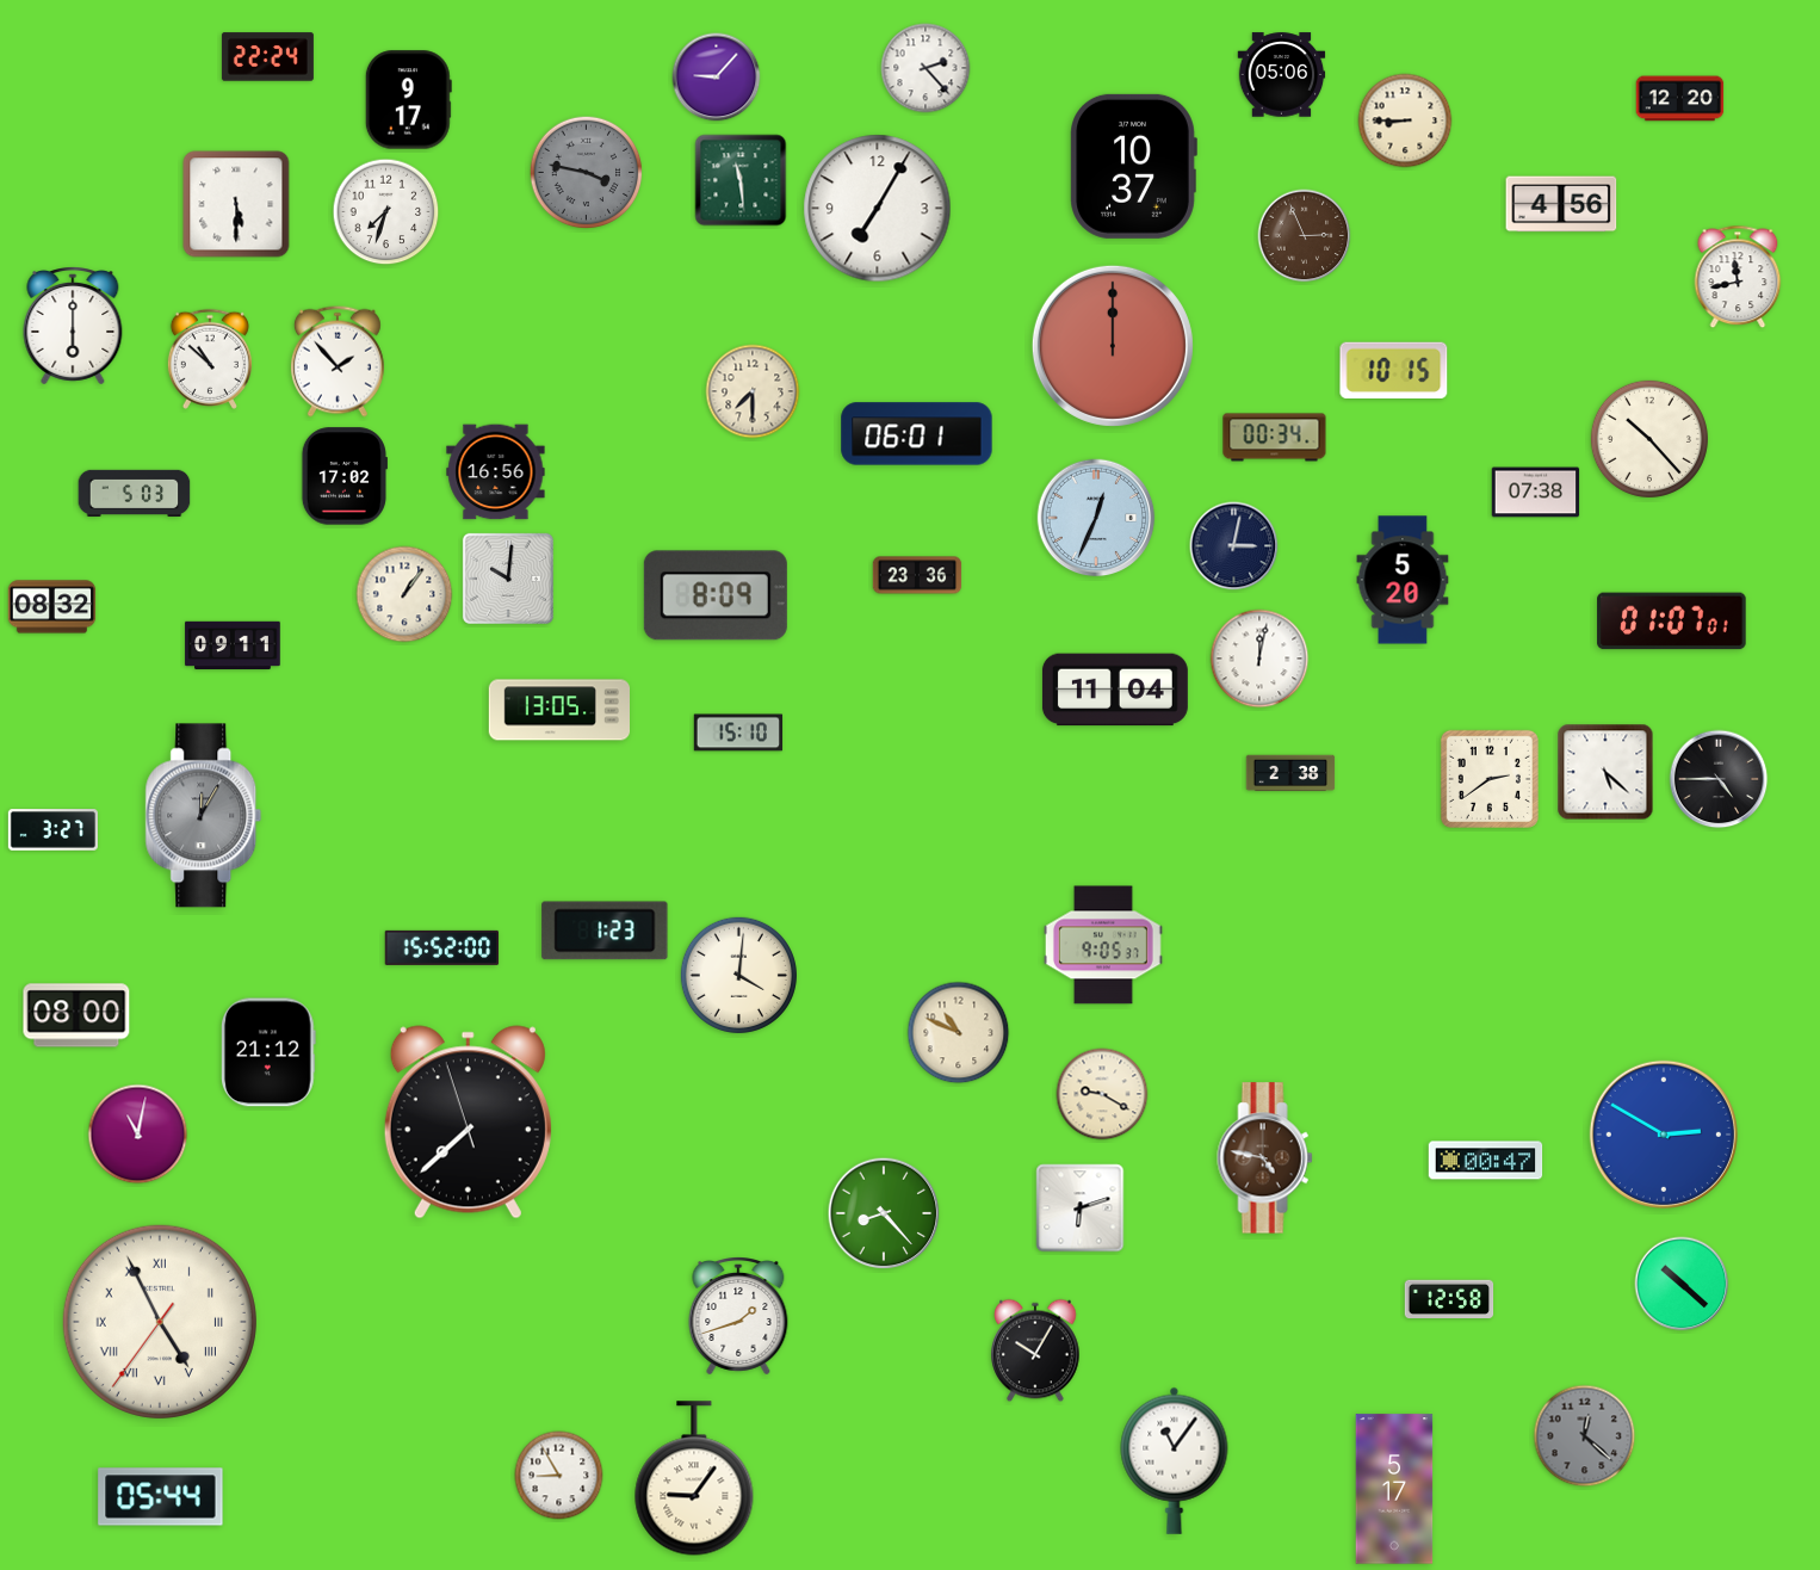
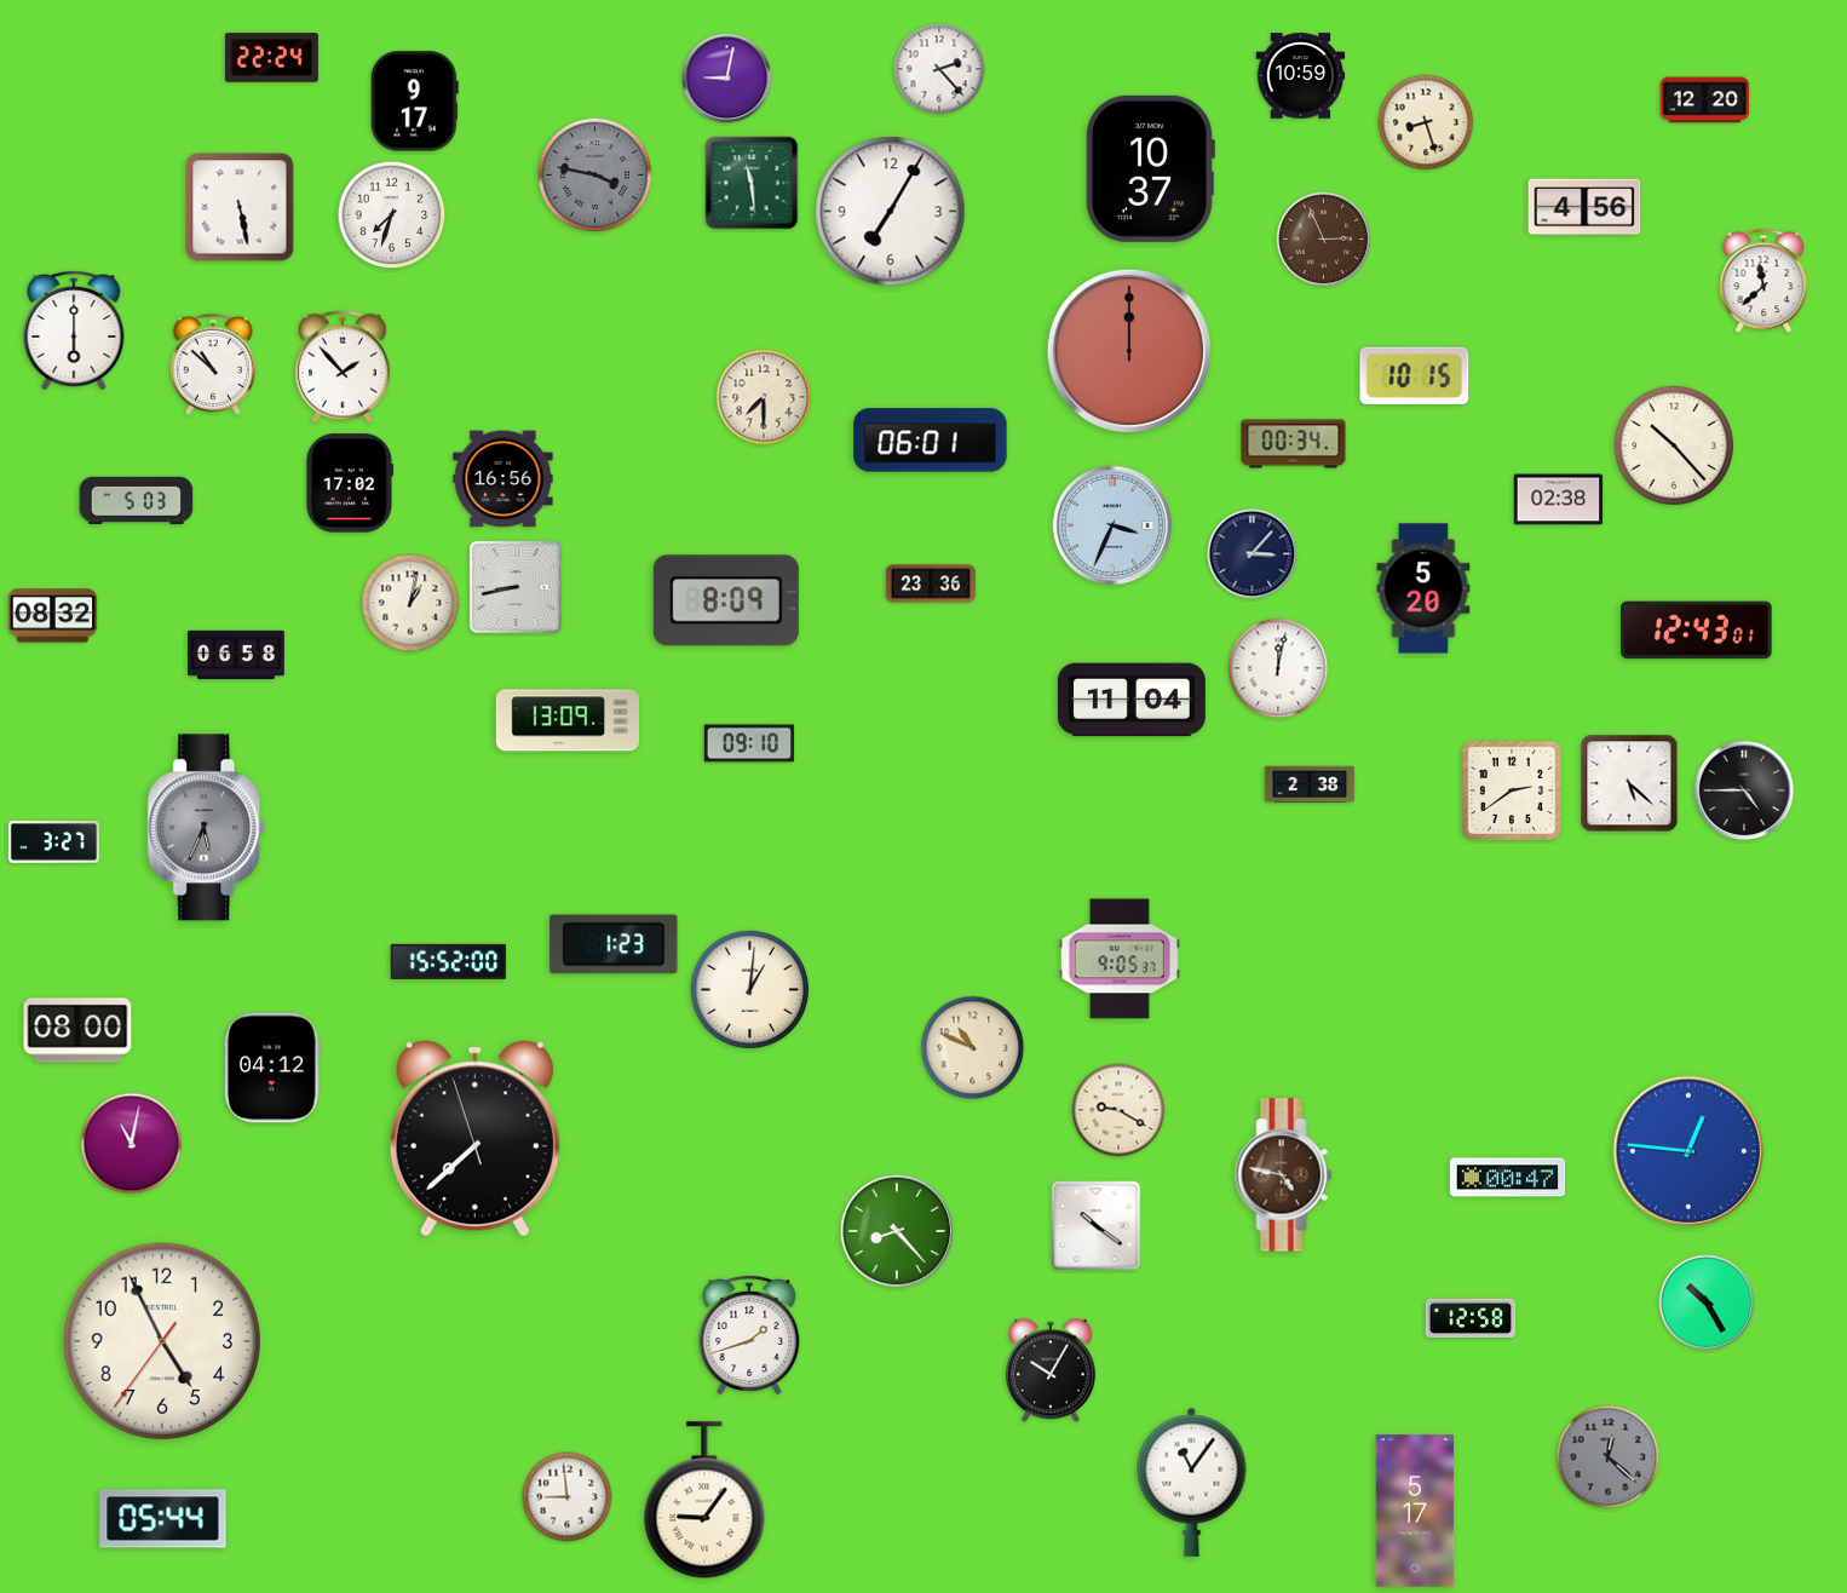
clock at (1282, 75): 05:06 -> 10:59
clock at (717, 78): 9:07 -> 9:02
clock at (1405, 120): 8:45 -> 8:27
clock at (236, 204): 5:30 -> 5:28
clock at (1738, 277): 11:43 -> 11:38
clock at (1536, 493): 07:38 -> 02:38
clock at (1096, 518): 12:34 -> 3:34
clock at (1234, 546): 3:02 -> 3:07
clock at (508, 579): 10:01 -> 8:43
clock at (404, 594): 1:06 -> 1:02
clock at (716, 595) position: (716, 595) -> (726, 600)
clock at (1672, 622): 01:07 -> 12:43
clock at (233, 645): 09:11 -> 06:58
clock at (558, 710): 13:05 -> 13:09
clock at (738, 733): 15:10 -> 09:10
clock at (204, 816): 12:05 -> 5:34
clock at (738, 975): 4:01 -> 1:01
clock at (270, 1052): 21:12 -> 04:12
clock at (138, 1135) position: (138, 1135) -> (132, 1144)
clock at (1664, 1135): 2:50 -> 12:46
clock at (1081, 1209): 6:12 -> 10:21
clock at (1682, 1284): 10:22 -> 10:25
clock at (160, 1322) numerals: Roman -> Arabic
clock at (559, 1476): 8:55 -> 8:59
